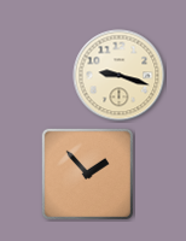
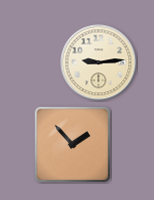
clock at (120, 76): 9:18 -> 9:14
